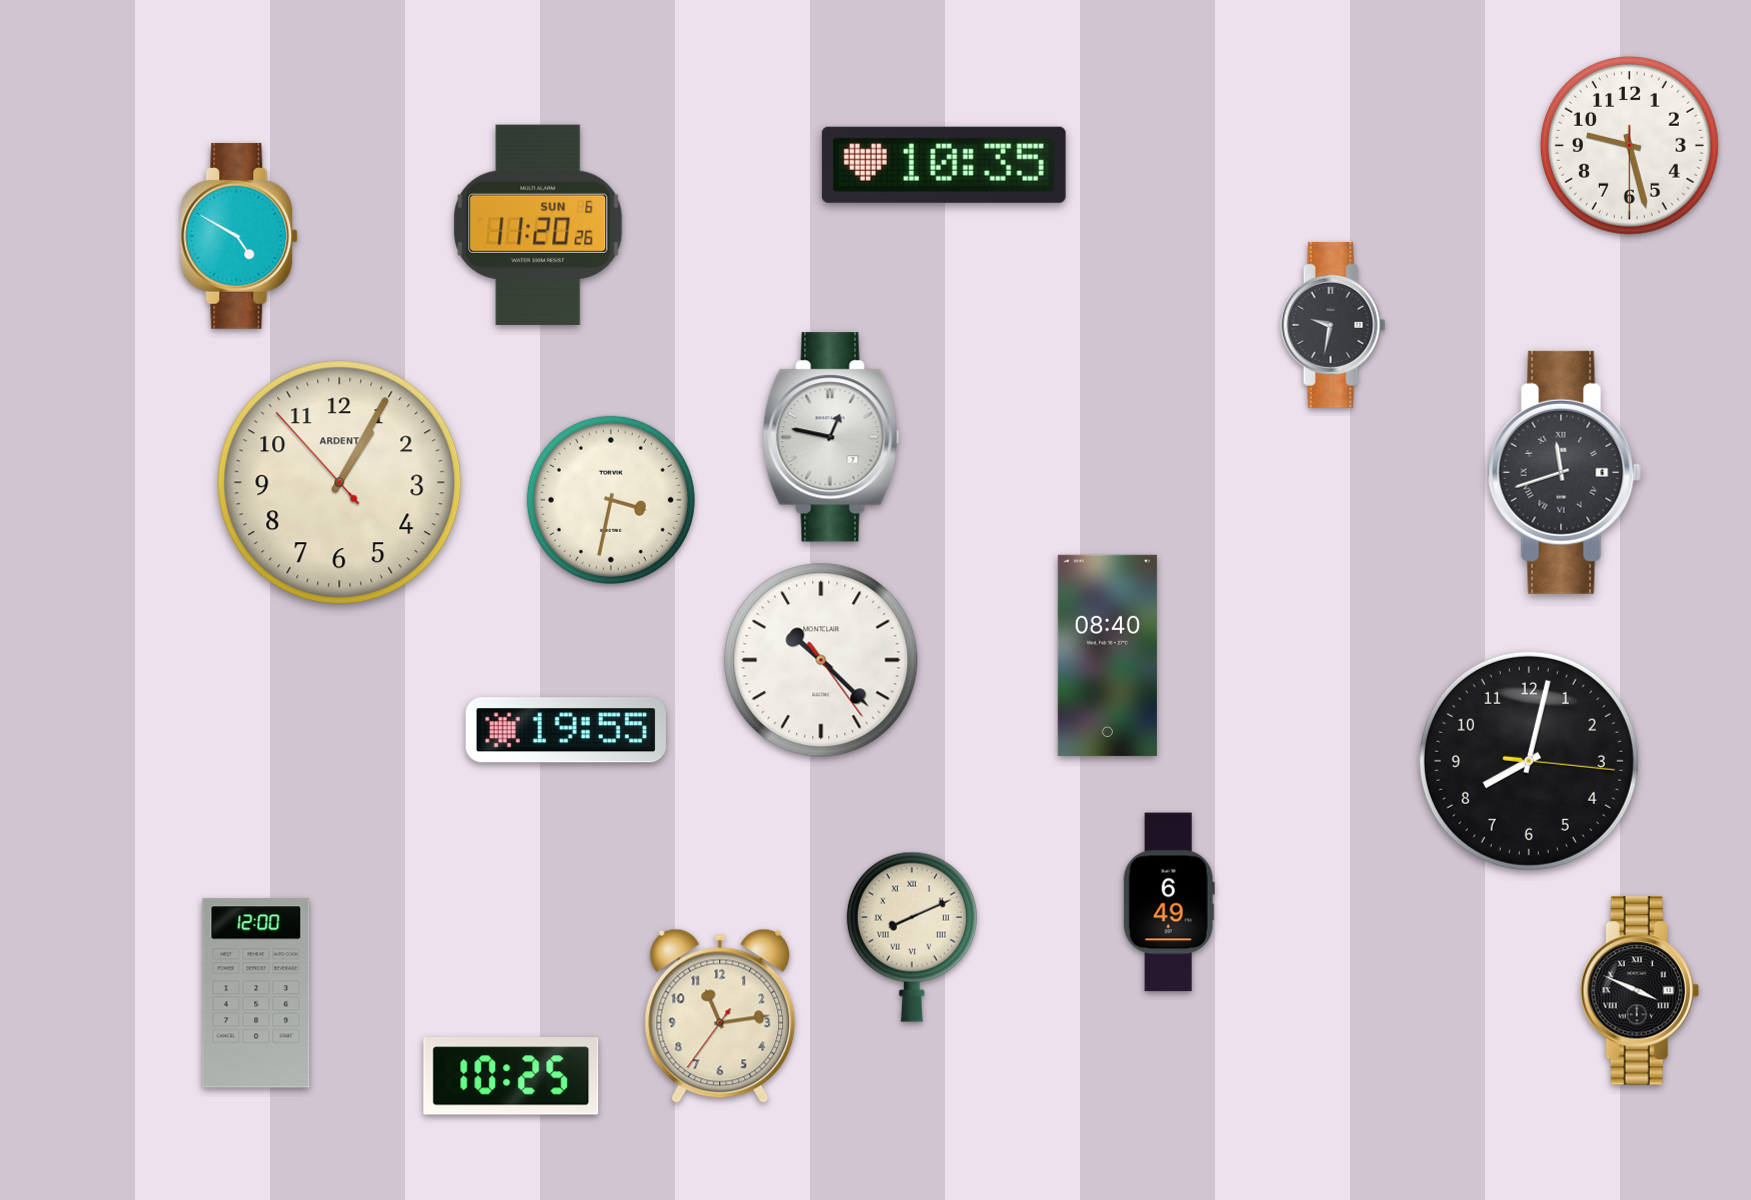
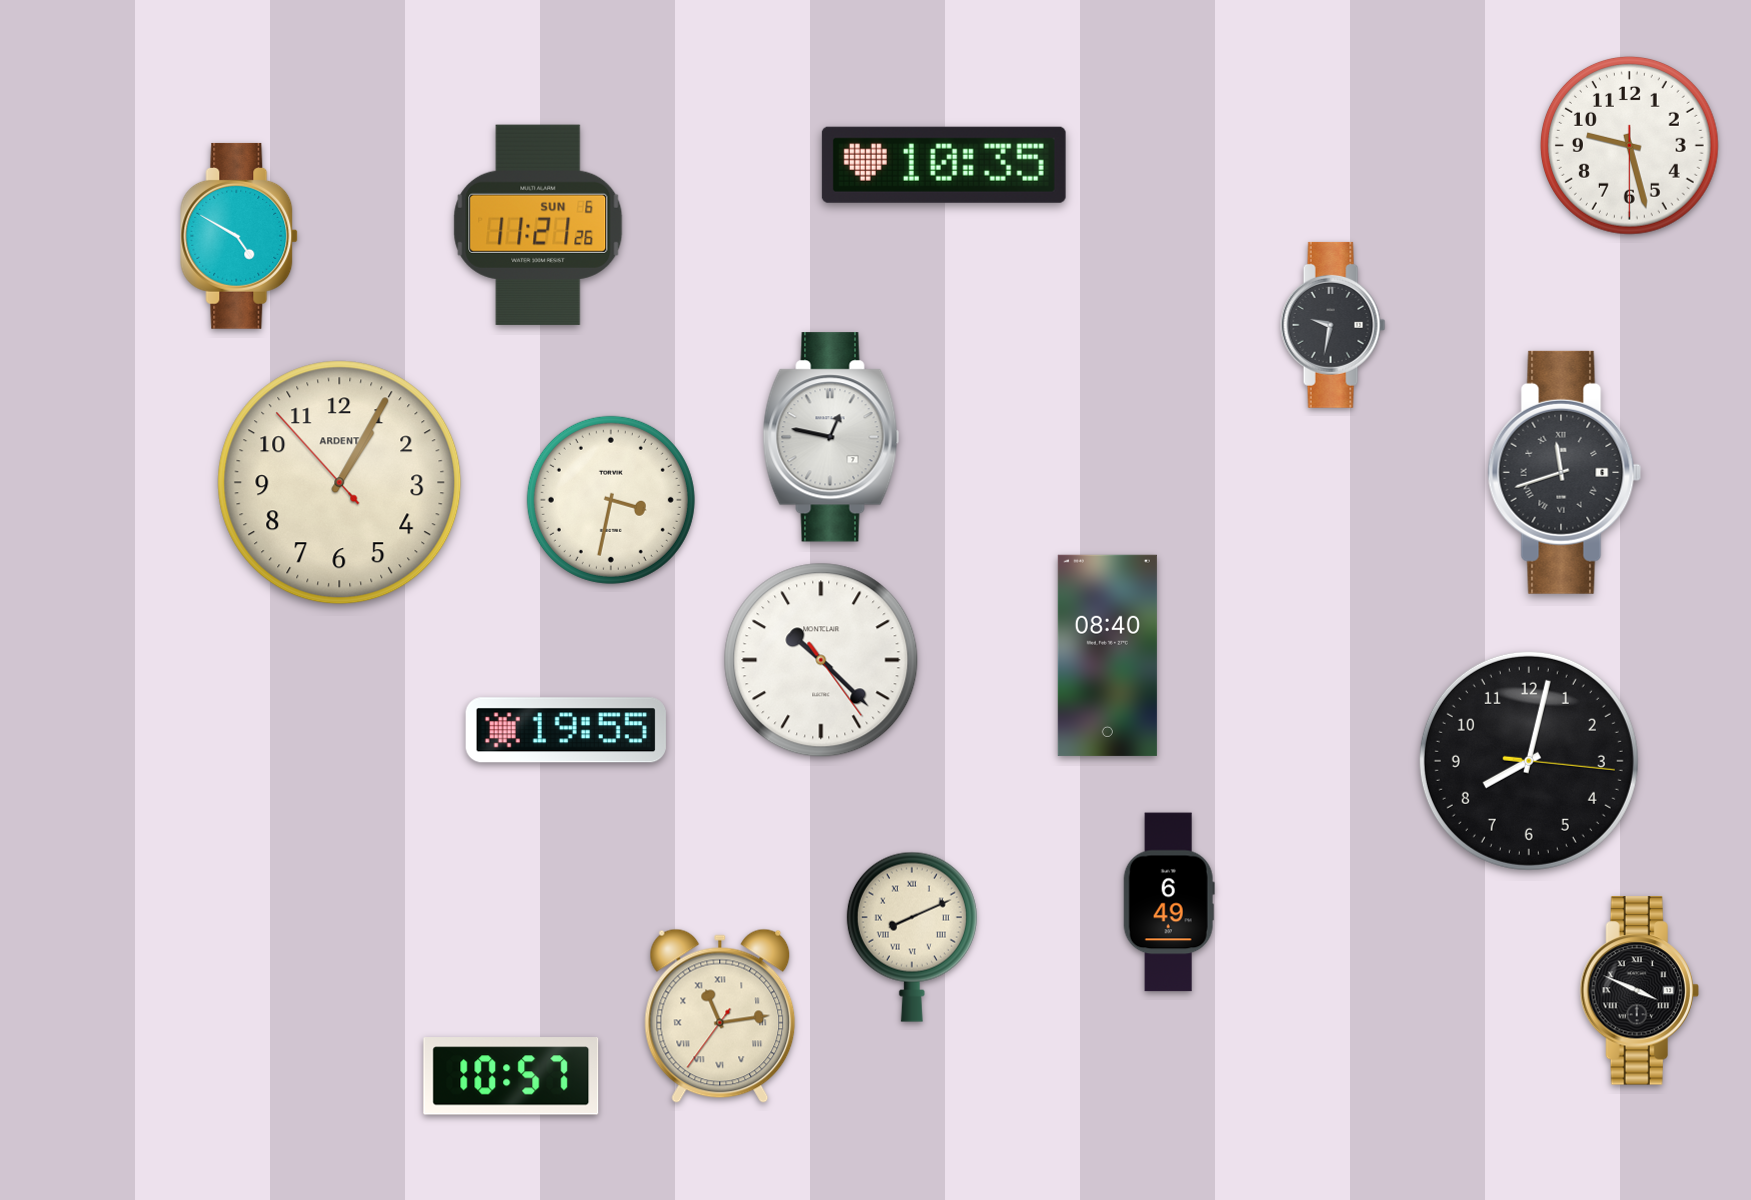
clock at (538, 225): 11:20 -> 11:21
clock at (256, 993): 12:00 -> none
clock at (720, 1016) numerals: Arabic -> Roman
clock at (511, 1076): 10:25 -> 10:57
